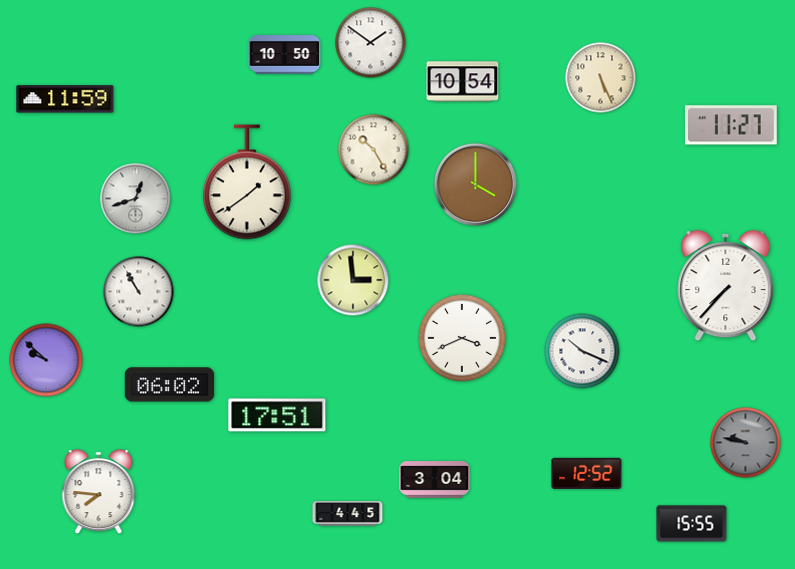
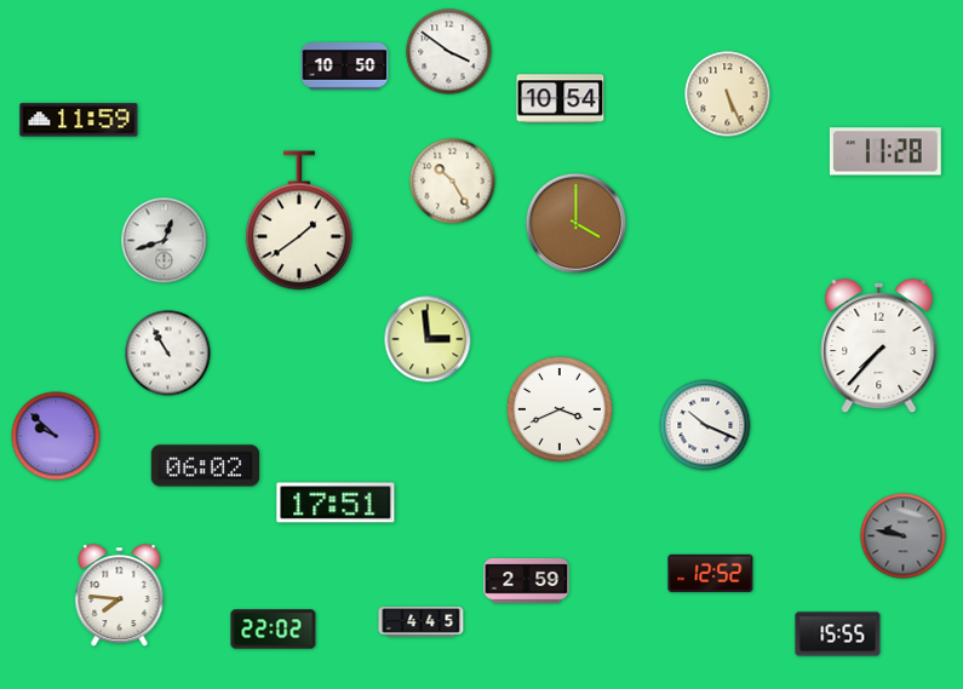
clock at (371, 43): 1:51 -> 3:51
clock at (731, 125): 11:27 -> 11:28
clock at (435, 480): 3:04 -> 2:59
clock at (274, 630): none -> 22:02
